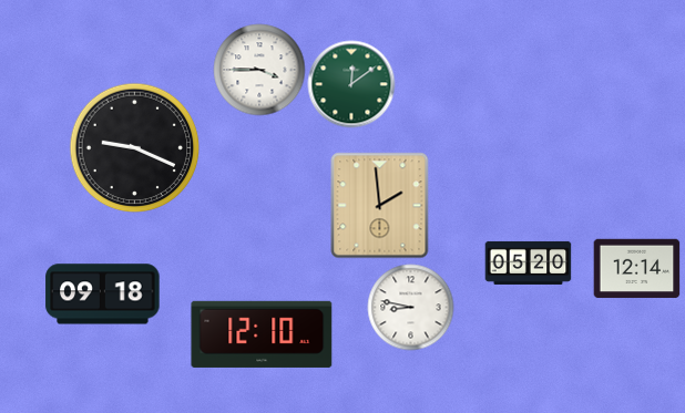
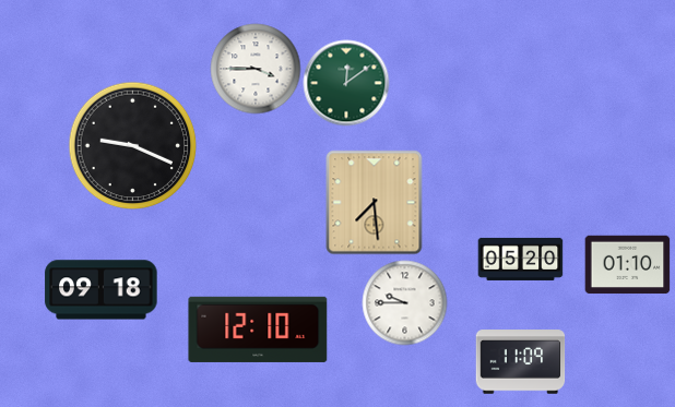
clock at (380, 205): 1:59 -> 7:29
clock at (636, 269): 12:14 -> 01:10
clock at (410, 307): 8:47 -> 9:45
clock at (520, 362): none -> 11:09
